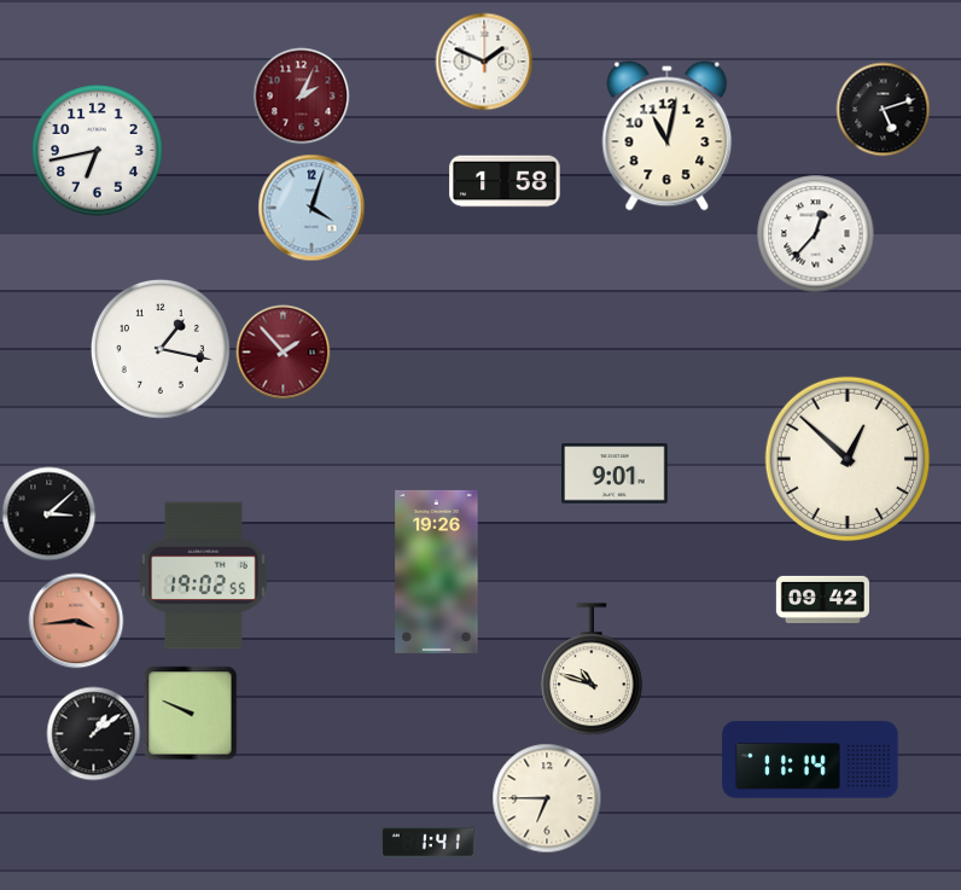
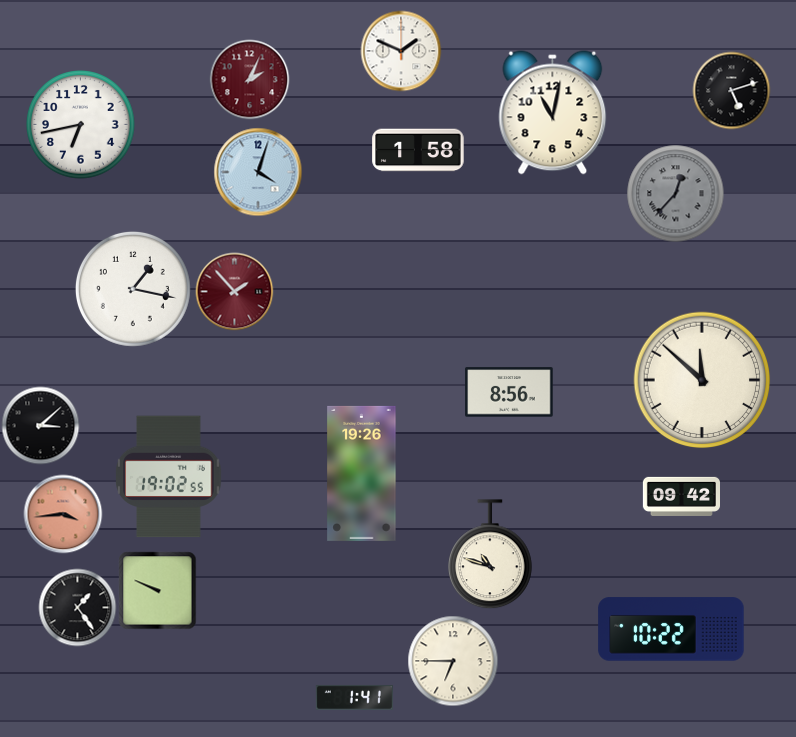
clock at (815, 233) dial: white -> grey
clock at (848, 459): 12:52 -> 11:52
clock at (615, 473): 9:01 -> 8:56
clock at (93, 733): 1:09 -> 1:24
clock at (810, 760): 11:14 -> 10:22
